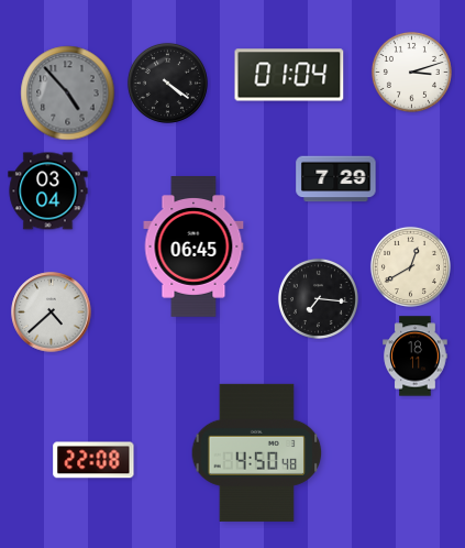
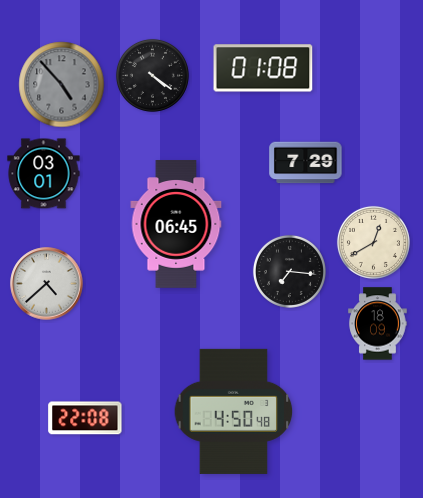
clock at (411, 72): 3:12 -> none
clock at (289, 75): 01:04 -> 01:08
clock at (48, 191): 03:04 -> 03:01
clock at (416, 357): 18:11 -> 18:09
